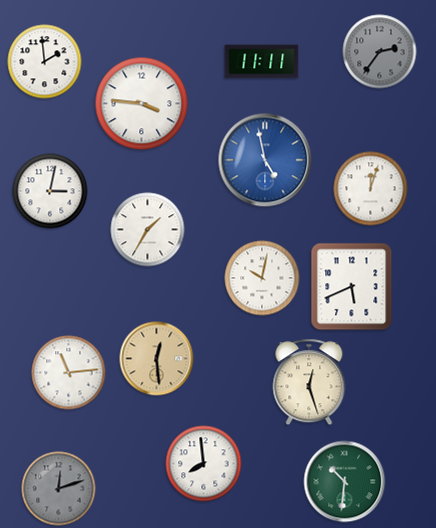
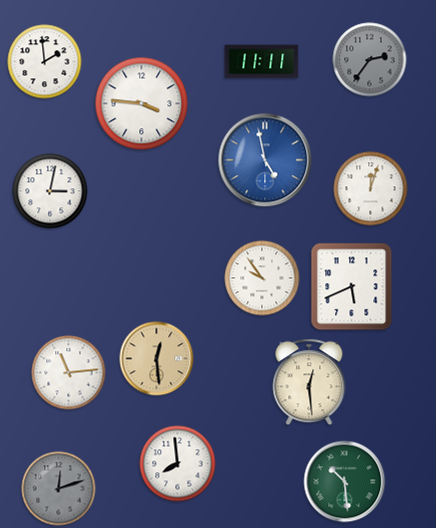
clock at (380, 52) position: (380, 52) -> (370, 60)
clock at (148, 230): 1:35 -> none
clock at (262, 278): 10:02 -> 9:54
clock at (309, 382): 12:27 -> 12:29
clock at (204, 464) position: (204, 464) -> (178, 464)
clock at (345, 482): 10:31 -> 10:29
